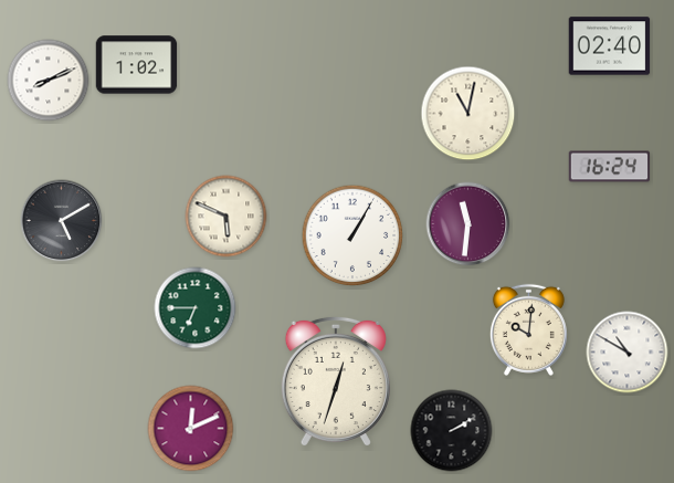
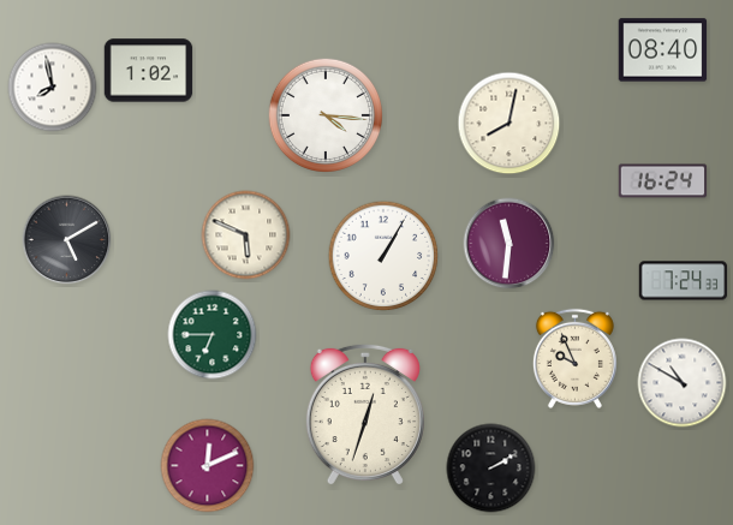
clock at (610, 46): 02:40 -> 08:40
clock at (49, 81): 8:11 -> 7:58
clock at (324, 114): none -> 4:16
clock at (468, 114): 11:02 -> 8:02
clock at (684, 281): none -> 7:24
clock at (528, 329): 10:01 -> 9:56
